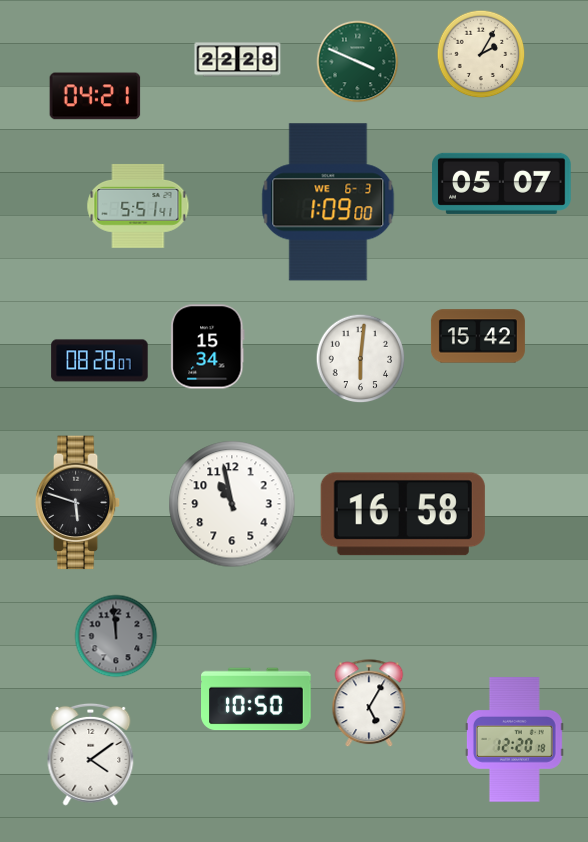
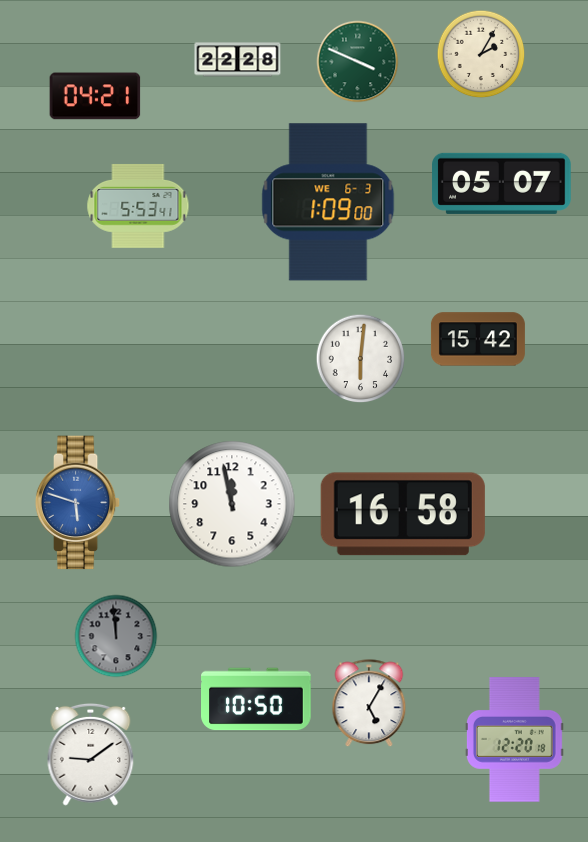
clock at (138, 206): 5:51 -> 5:53
clock at (478, 336) position: (478, 336) -> (478, 339)
clock at (208, 347): 15:34 -> none
clock at (100, 361): 08:28 -> none
clock at (78, 503) dial: black -> blue
clock at (232, 504): 10:58 -> 11:58
clock at (91, 754): 4:09 -> 9:09
